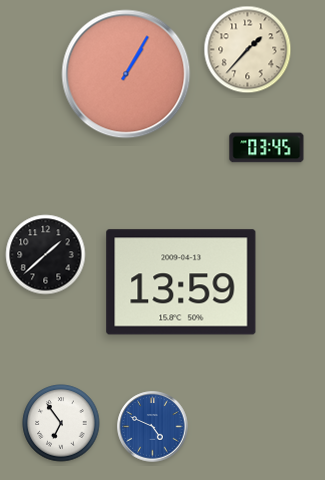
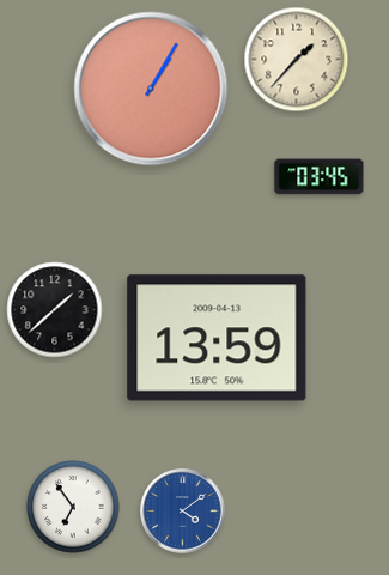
clock at (46, 255) position: (46, 255) -> (55, 310)
clock at (153, 427): 4:49 -> 4:09
